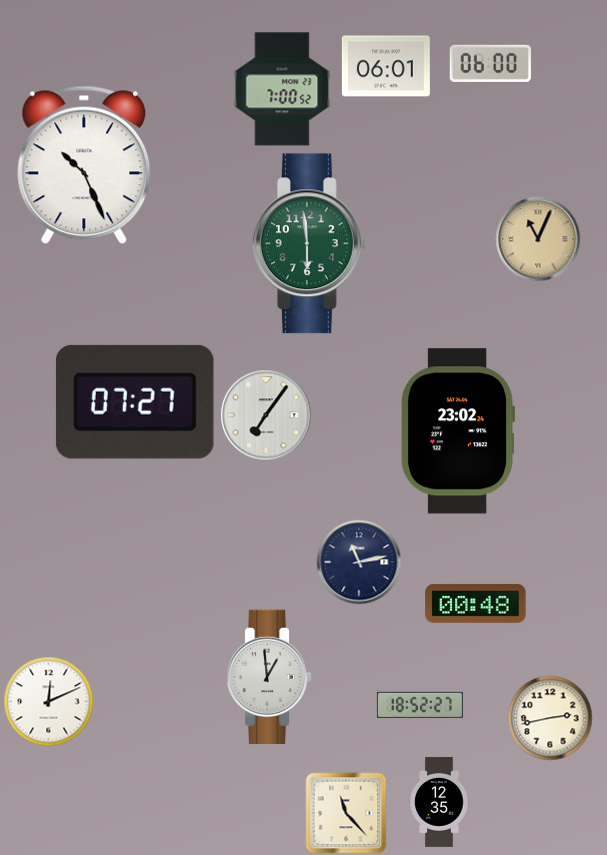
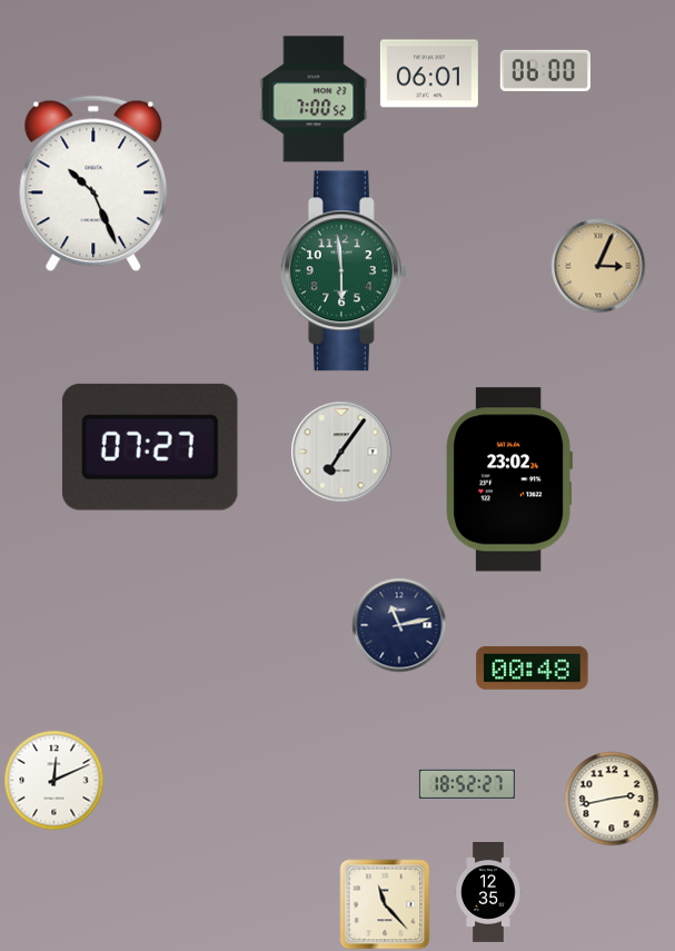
clock at (538, 239): 11:04 -> 3:04
clock at (266, 415) position: (266, 415) -> (341, 452)
clock at (476, 603) position: (476, 603) -> (533, 667)
clock at (269, 677): 12:59 -> none
